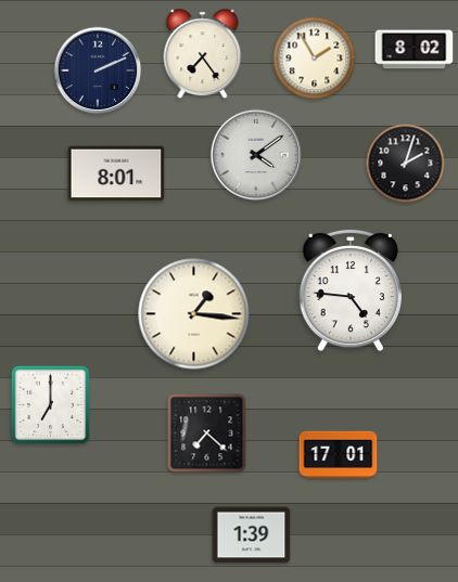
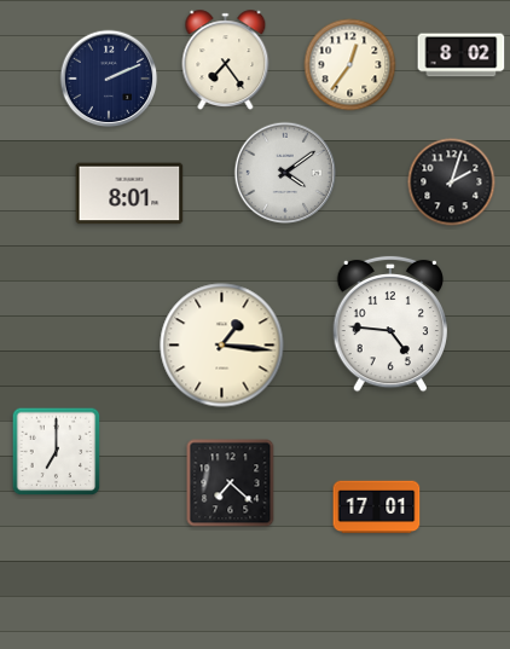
clock at (315, 59): 1:55 -> 12:36
clock at (194, 314) position: (194, 314) -> (222, 346)
clock at (252, 535): 1:39 -> none
